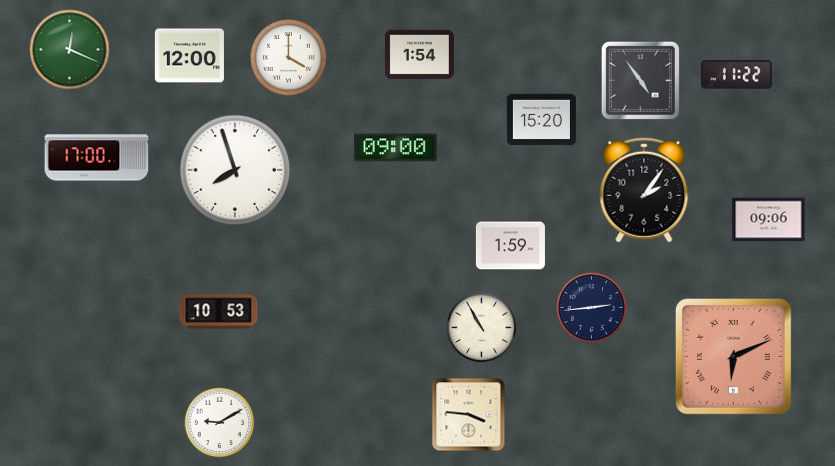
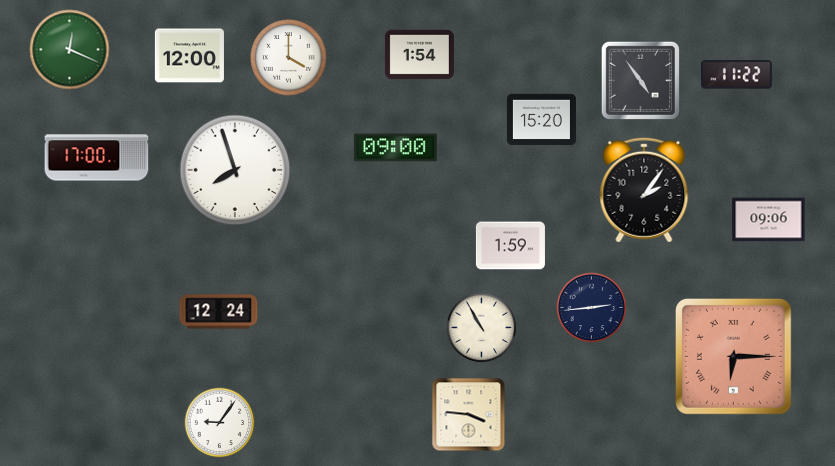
clock at (219, 312): 10:53 -> 12:24
clock at (733, 356): 6:11 -> 6:15
clock at (220, 423): 9:10 -> 9:06
